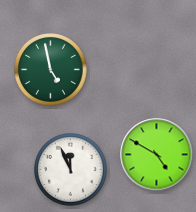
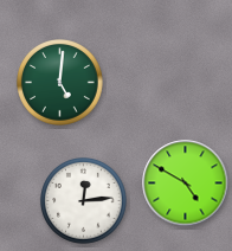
clock at (51, 70): 4:58 -> 5:01
clock at (71, 170): 11:56 -> 12:14
